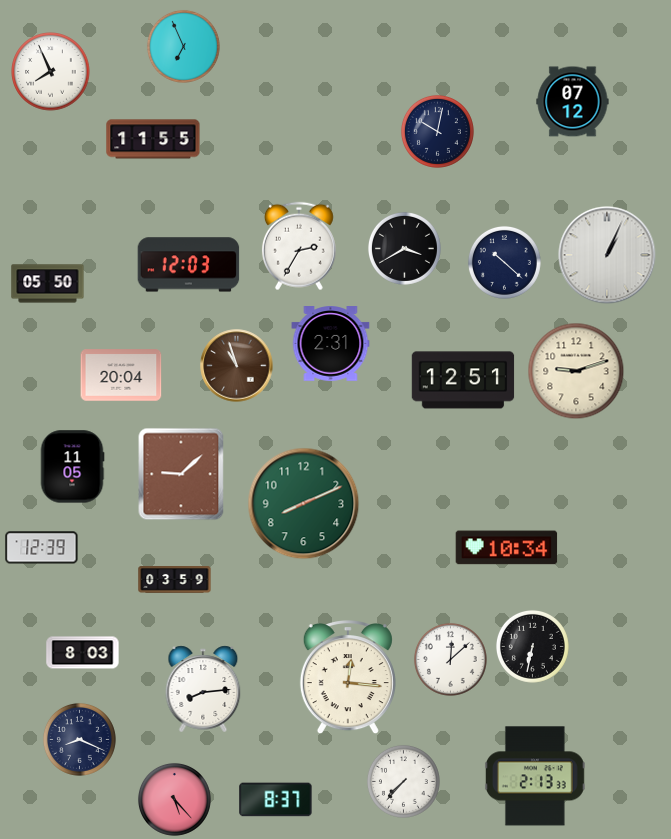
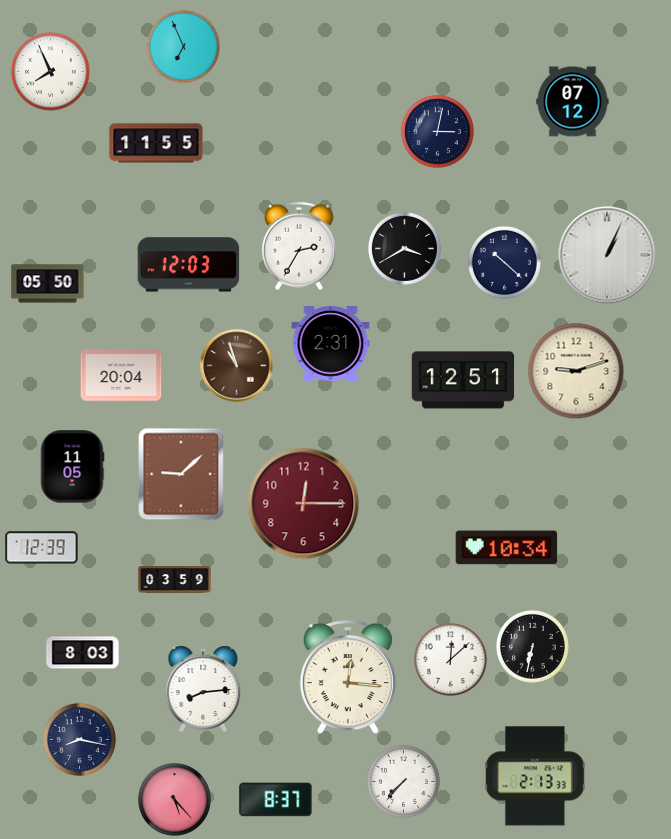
clock at (437, 131): 10:02 -> 3:02
clock at (153, 139) position: (153, 139) -> (156, 143)
clock at (304, 504): 8:11 -> 12:15
clock at (304, 504) dial: green -> burgundy
clock at (79, 739): 8:19 -> 8:17
